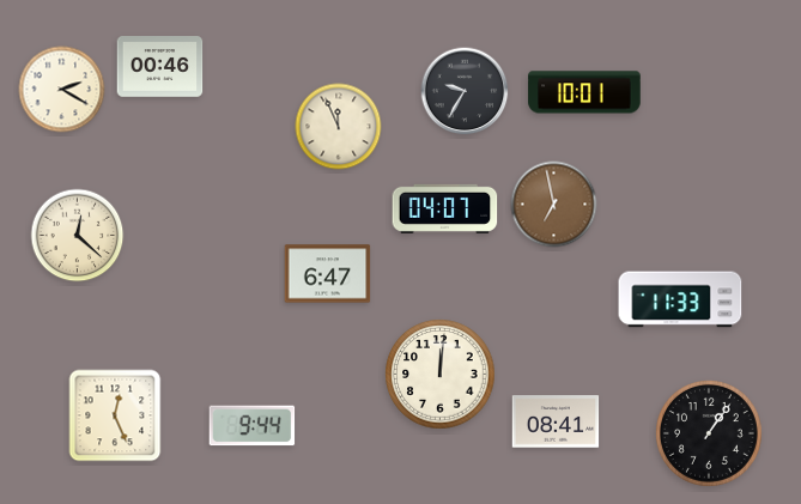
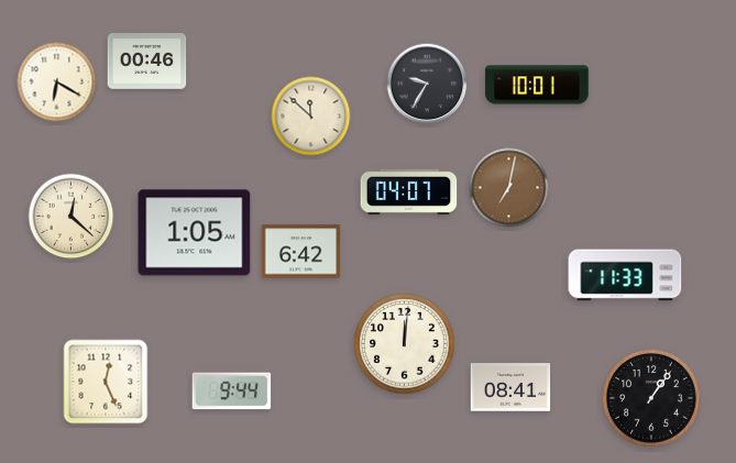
clock at (62, 90): 2:20 -> 6:20
clock at (339, 127): 11:56 -> 11:52
clock at (554, 205): 6:58 -> 7:02
clock at (195, 233): none -> 1:05
clock at (328, 274): 6:47 -> 6:42
